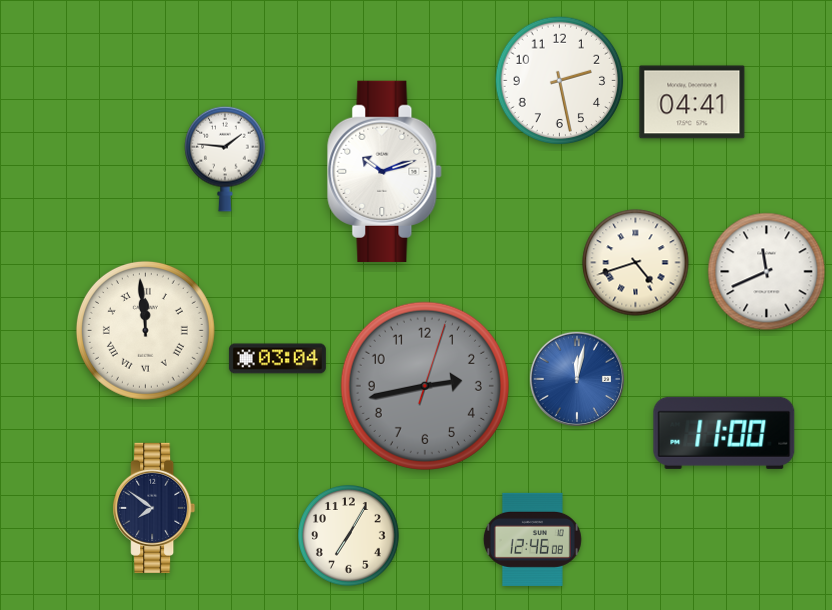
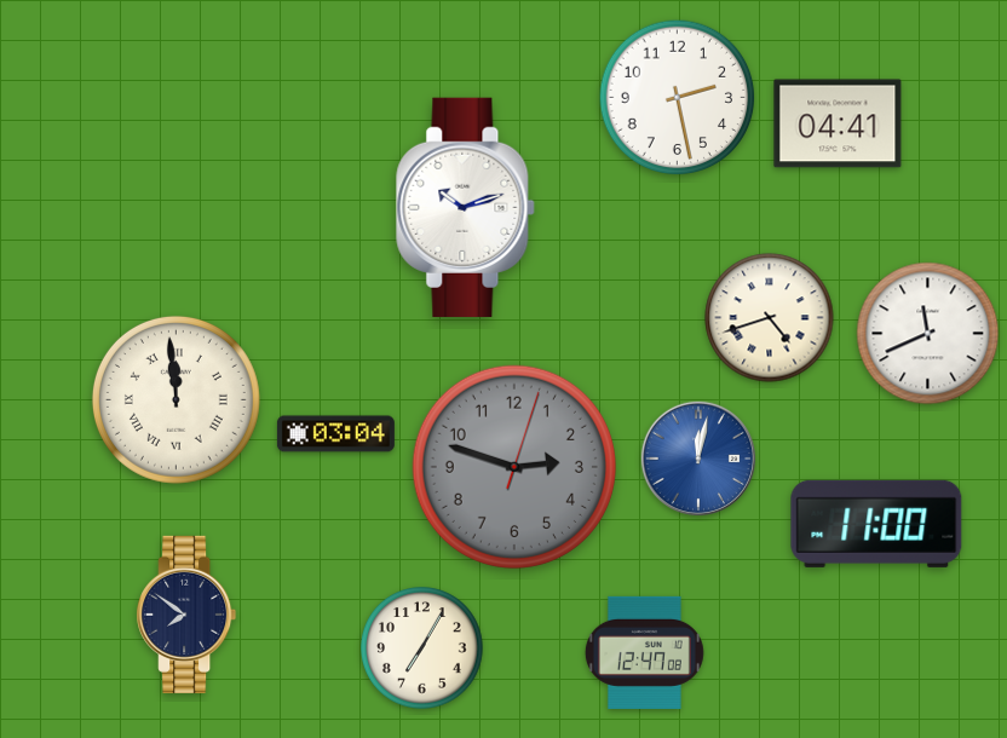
clock at (225, 159): 1:46 -> none
clock at (767, 272) position: (767, 272) -> (928, 334)
clock at (425, 386): 2:43 -> 2:48
clock at (532, 539): 12:46 -> 12:47
